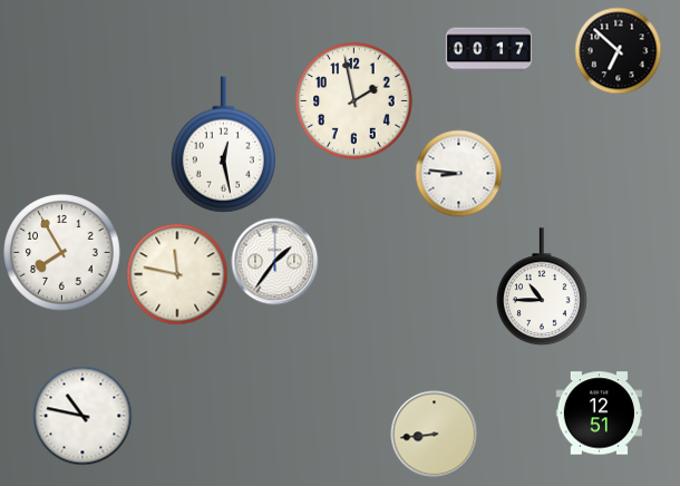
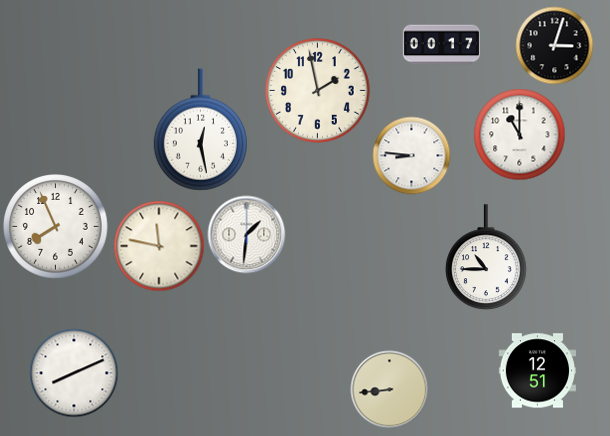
clock at (488, 50) position: (488, 50) -> (441, 45)
clock at (618, 50): 6:52 -> 3:03
clock at (519, 134): none -> 11:00
clock at (62, 253): 7:55 -> 7:56
clock at (274, 261): 1:36 -> 1:31
clock at (82, 416): 10:47 -> 8:11
